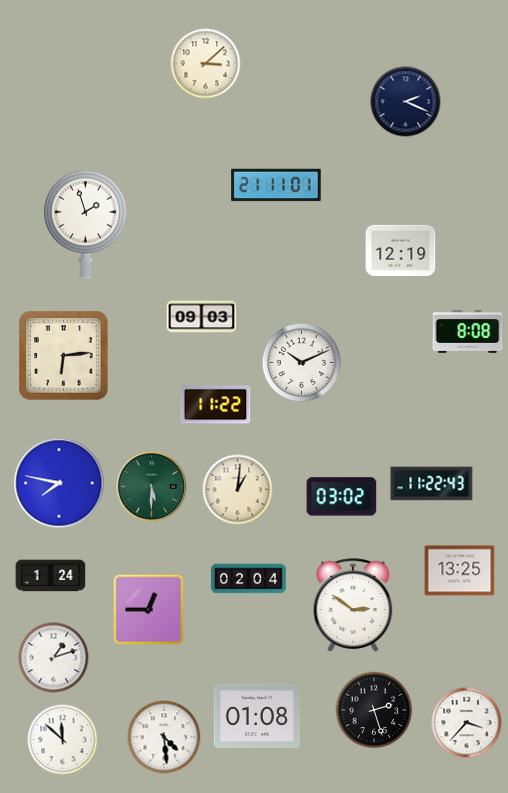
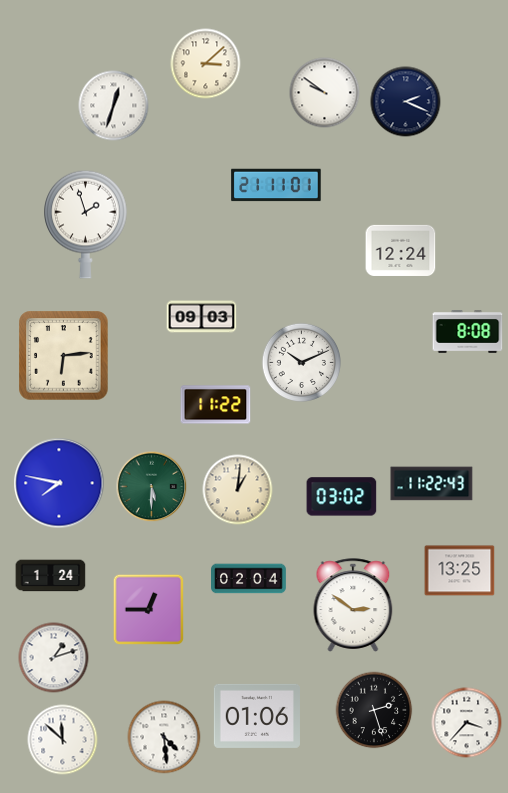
clock at (325, 93): none -> 9:51
clock at (114, 106): none -> 12:33
clock at (401, 250): 12:19 -> 12:24
clock at (257, 716): 01:08 -> 01:06
